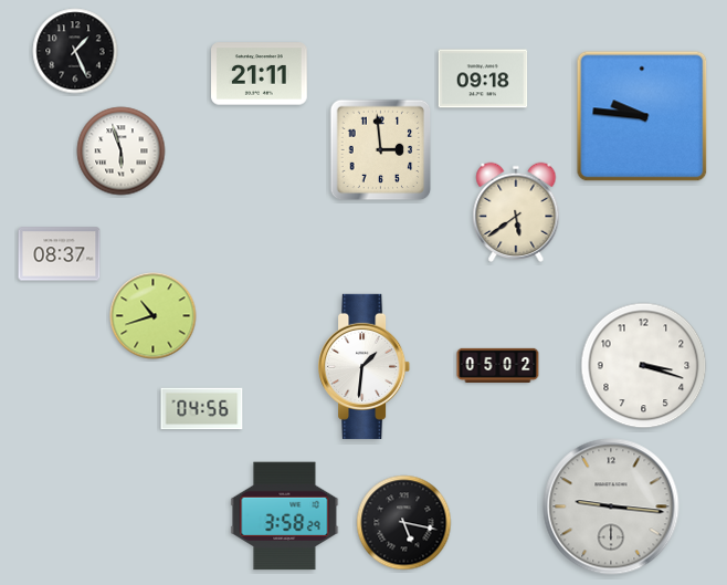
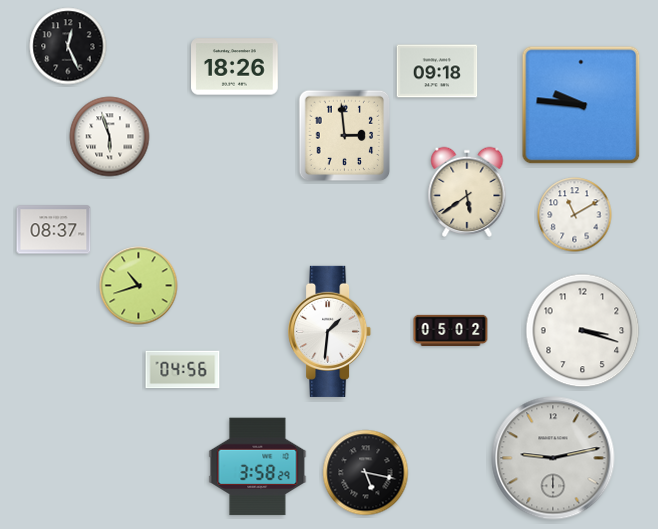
clock at (75, 51): 1:26 -> 12:26
clock at (260, 74): 21:11 -> 18:26
clock at (575, 215): none -> 11:10
clock at (611, 506): 9:16 -> 9:13
